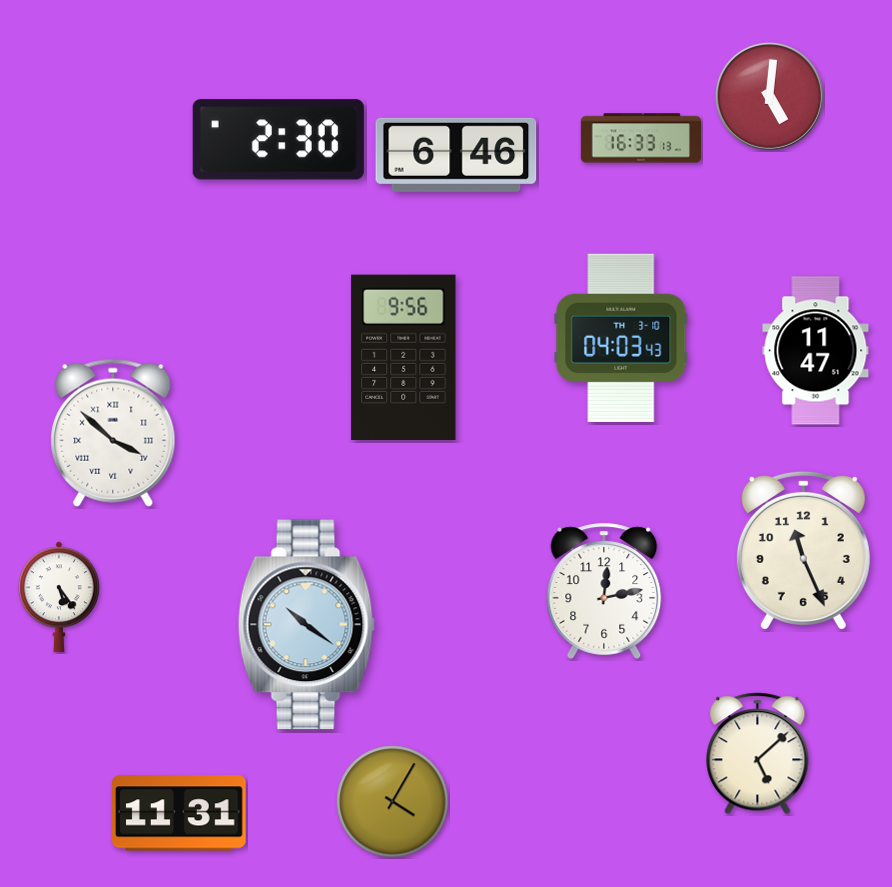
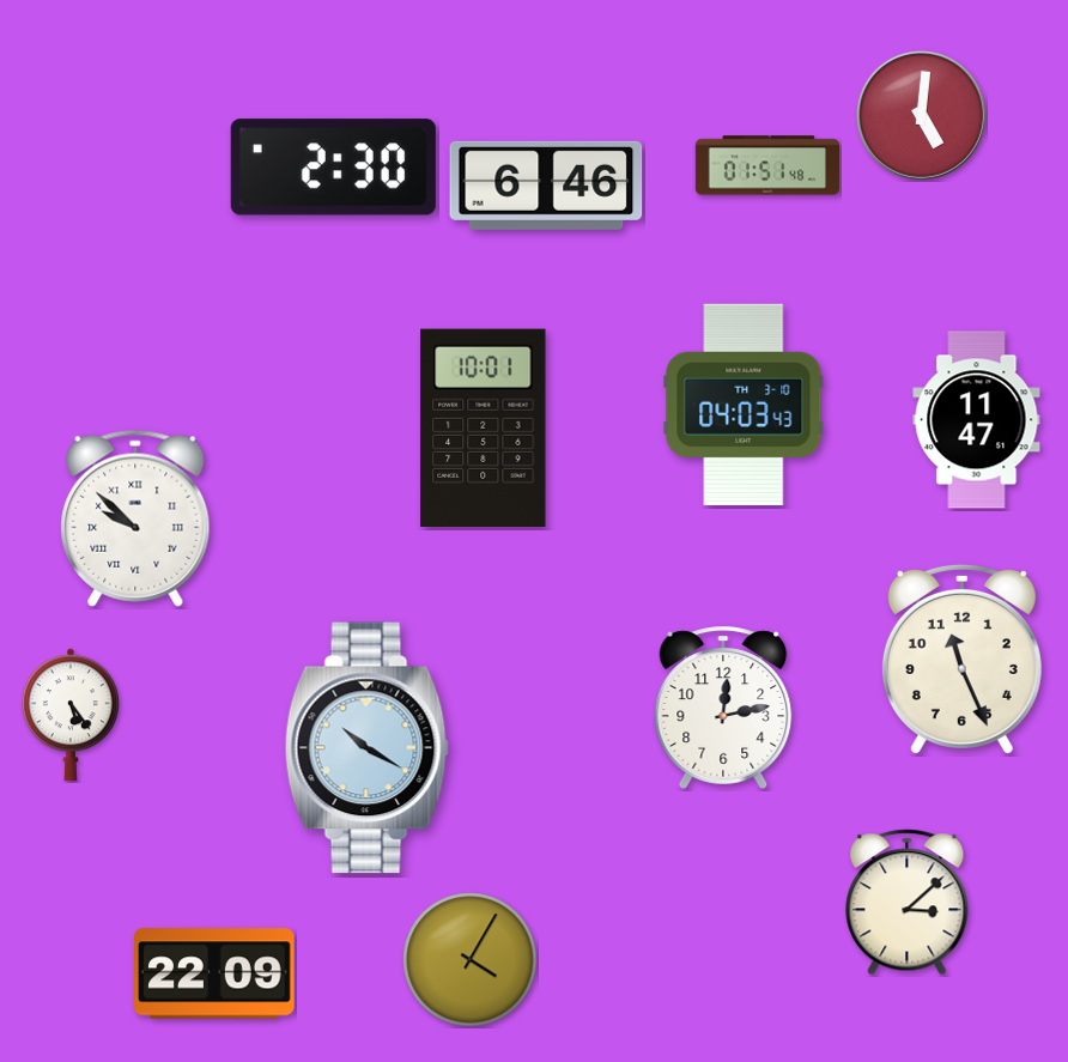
clock at (640, 138): 16:33 -> 01:51
clock at (404, 357): 9:56 -> 10:01
clock at (113, 433): 3:52 -> 9:52
clock at (306, 625): 10:21 -> 10:20
clock at (758, 754): 5:08 -> 3:08
clock at (179, 813): 11:31 -> 22:09
